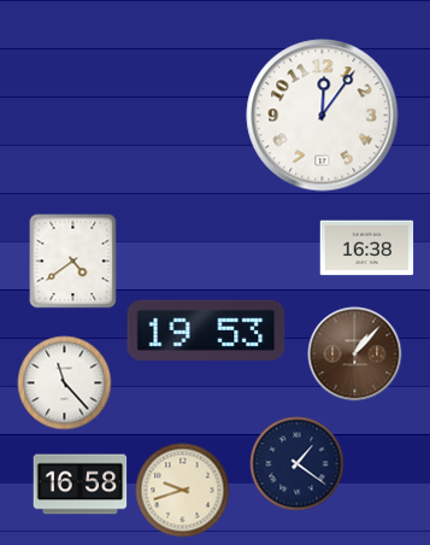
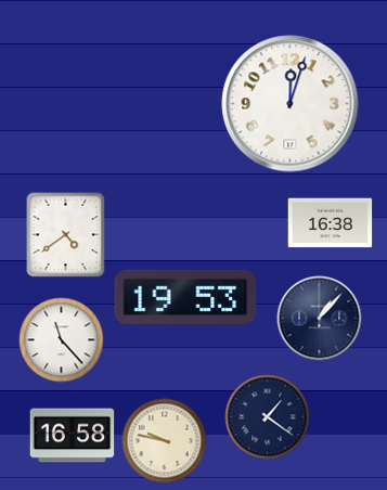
clock at (323, 116): 12:06 -> 12:03
clock at (354, 353) dial: brown -> navy
clock at (64, 382) position: (64, 382) -> (61, 339)
clock at (182, 490): 9:42 -> 9:47
